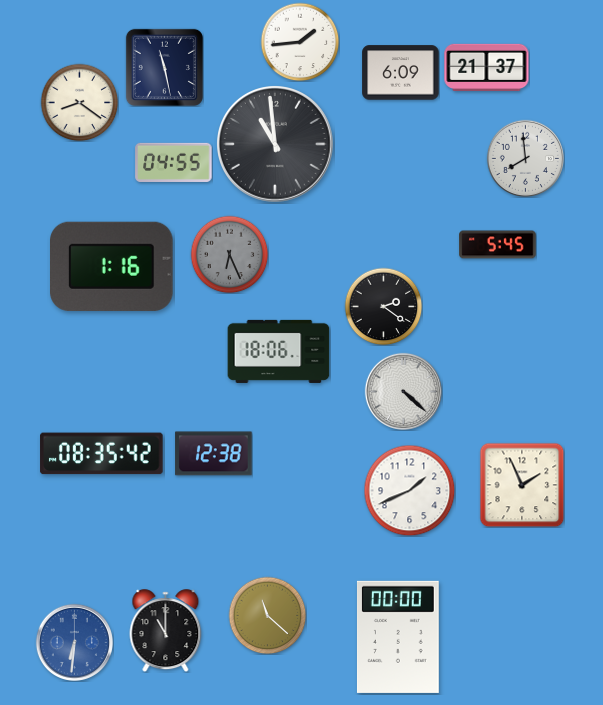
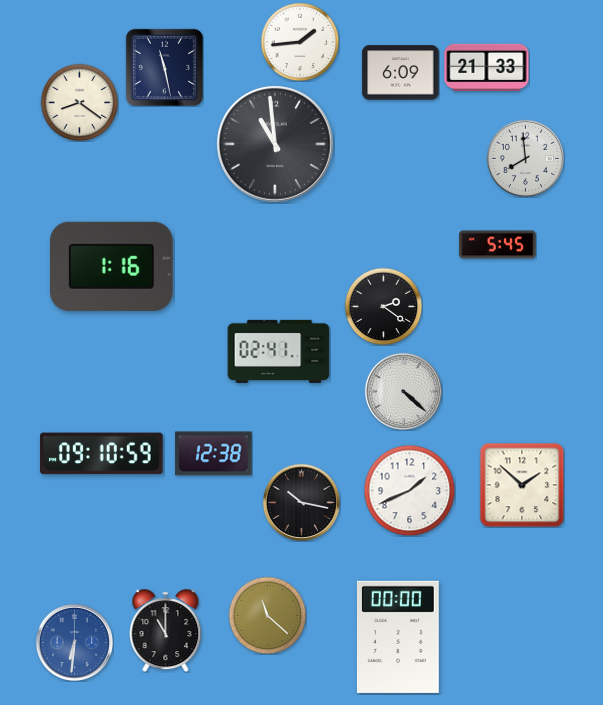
clock at (487, 67): 21:37 -> 21:33
clock at (174, 162): 04:55 -> none
clock at (229, 254): 6:26 -> none
clock at (279, 351): 18:06 -> 02:41
clock at (102, 454): 08:35 -> 09:10
clock at (522, 485): 1:56 -> 1:52
clock at (301, 502): none -> 10:17
